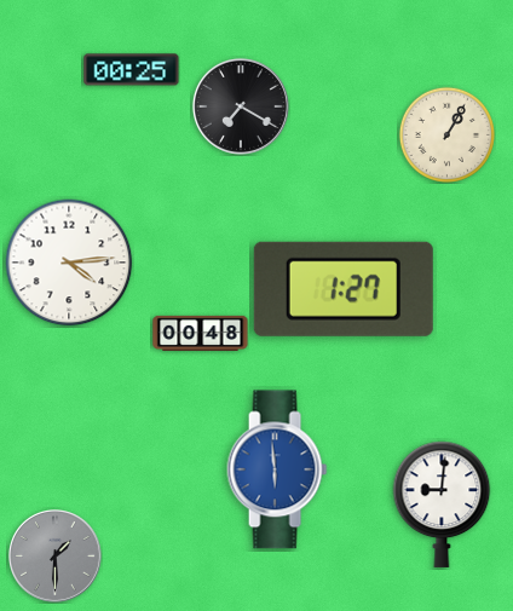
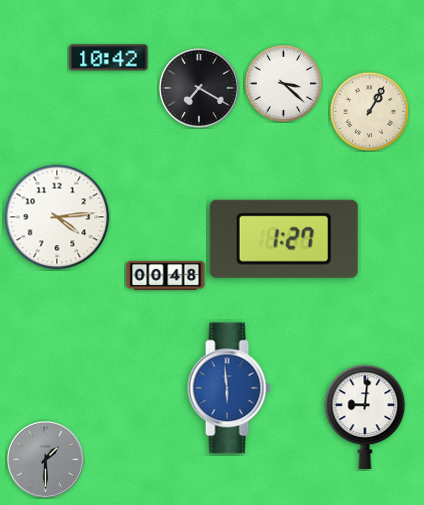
clock at (132, 70): 00:25 -> 10:42
clock at (283, 83): none -> 3:22
